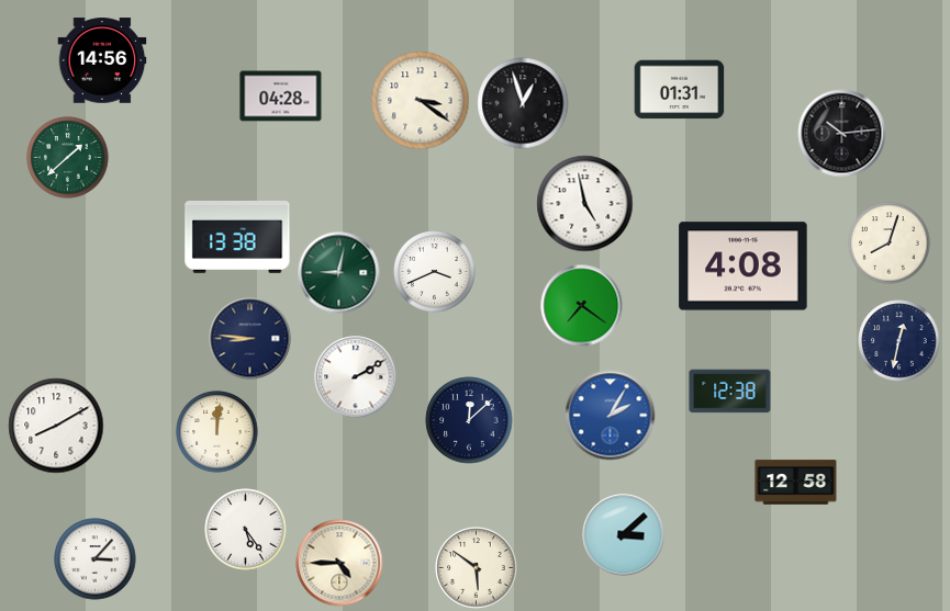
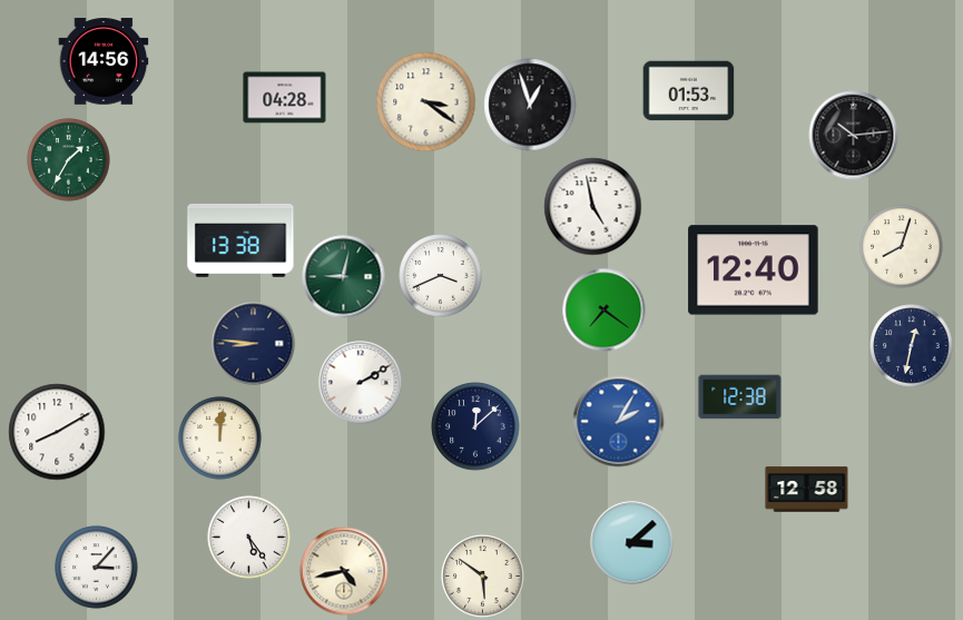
clock at (680, 90): 01:31 -> 01:53
clock at (68, 158): 1:38 -> 1:35
clock at (744, 267): 4:08 -> 12:40
clock at (582, 306) position: (582, 306) -> (605, 311)
clock at (339, 563): 4:45 -> 4:43
